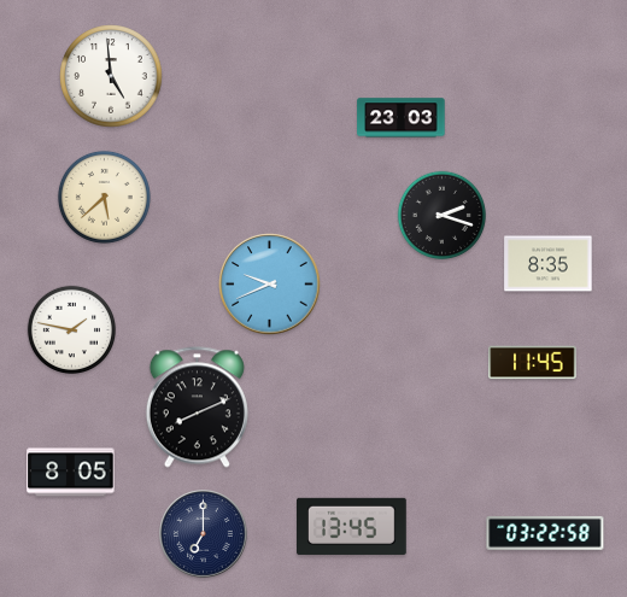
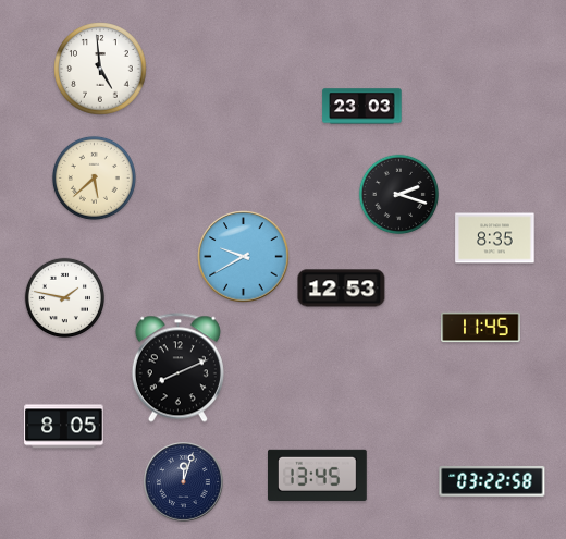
clock at (270, 285): 9:41 -> 9:40
clock at (342, 289): none -> 12:53
clock at (204, 534): 7:00 -> 12:03
